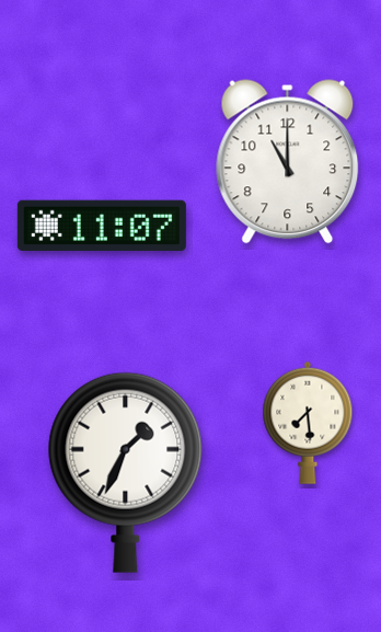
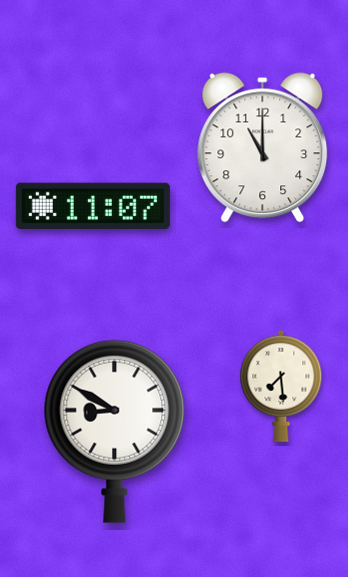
clock at (126, 472): 1:34 -> 8:50
